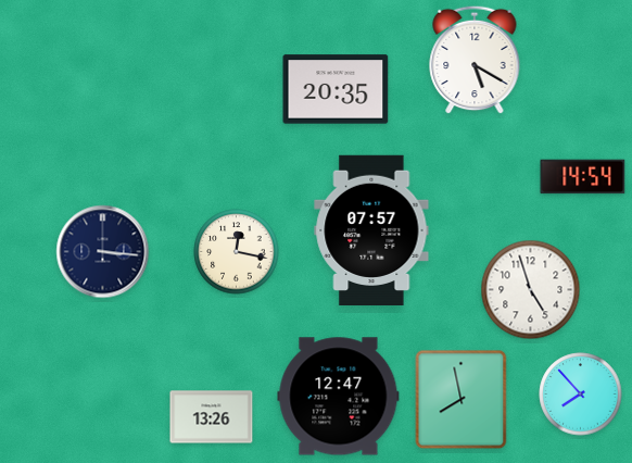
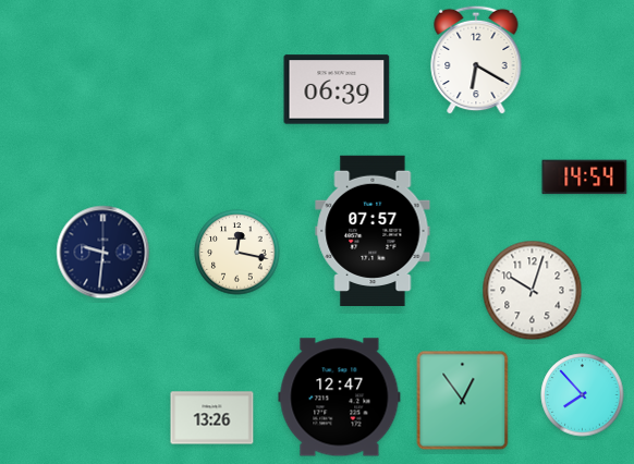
clock at (475, 60): 5:20 -> 6:20
clock at (336, 89): 20:35 -> 06:39
clock at (103, 252): 3:16 -> 9:31
clock at (531, 290): 4:57 -> 10:03
clock at (462, 400): 7:58 -> 12:54
